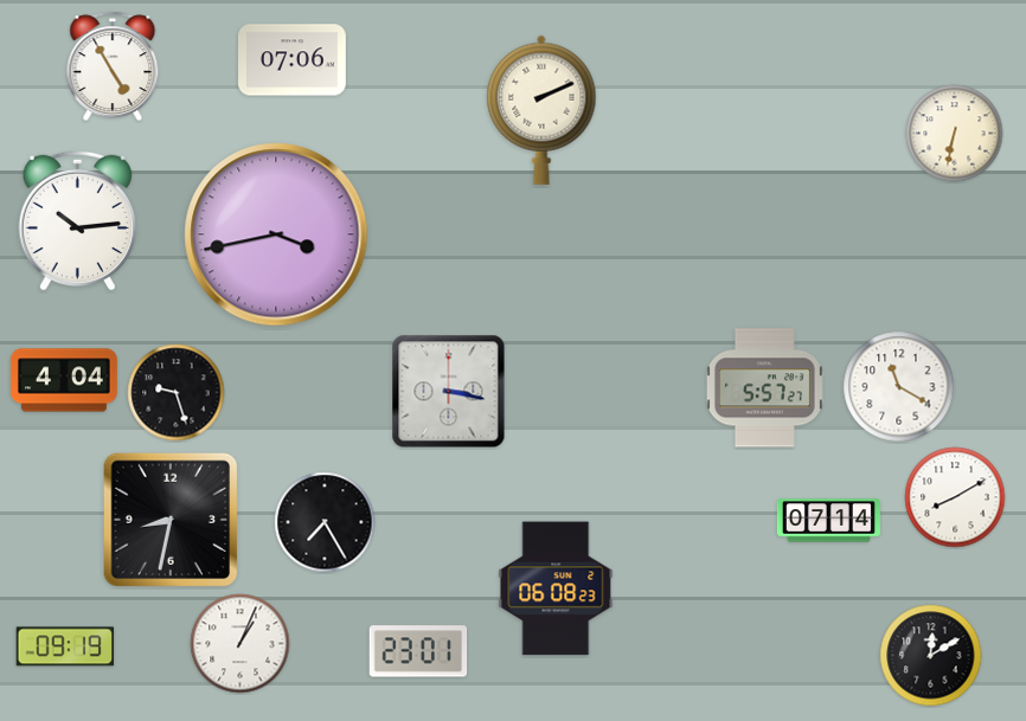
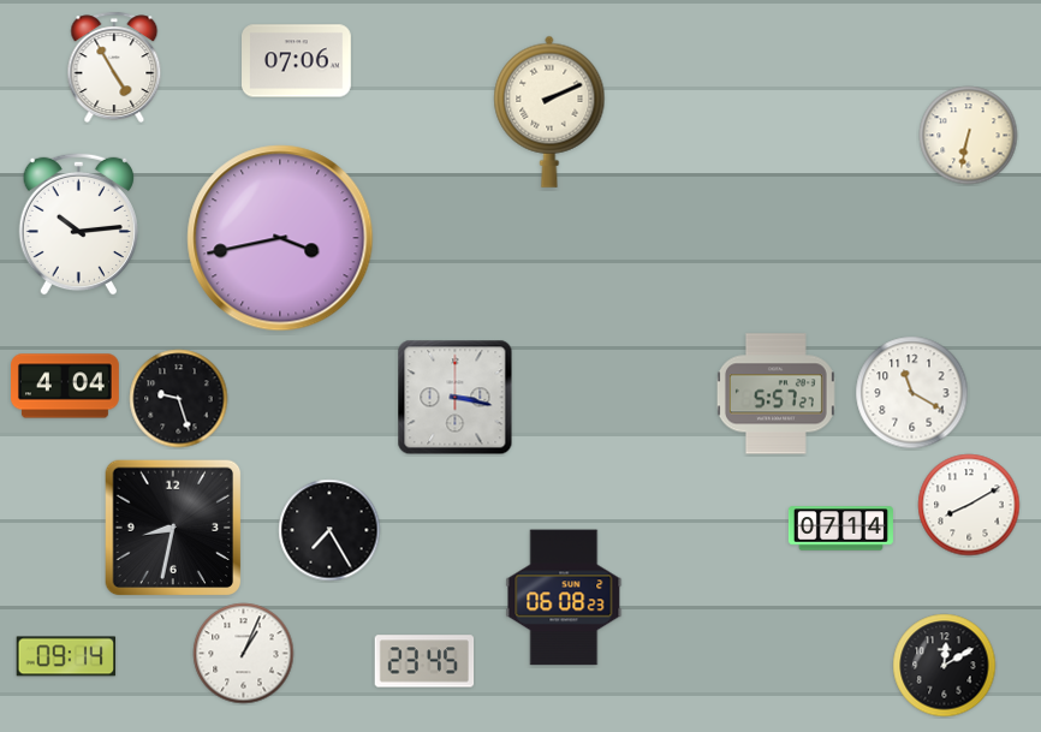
clock at (65, 646): 09:19 -> 09:14
clock at (418, 651): 23:01 -> 23:45
